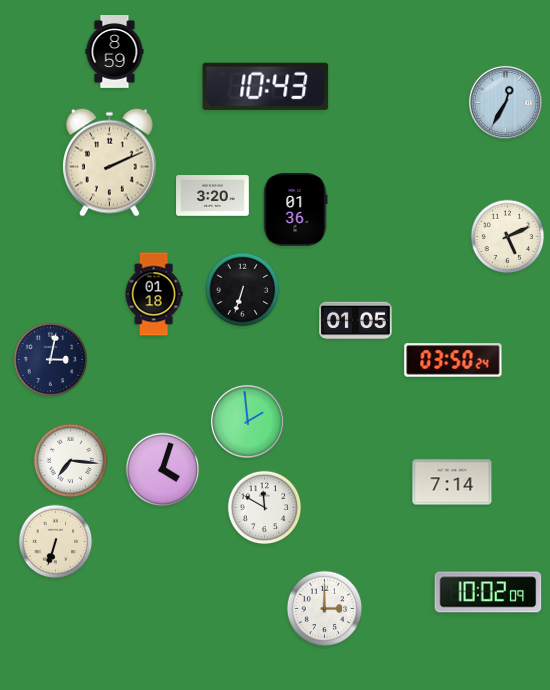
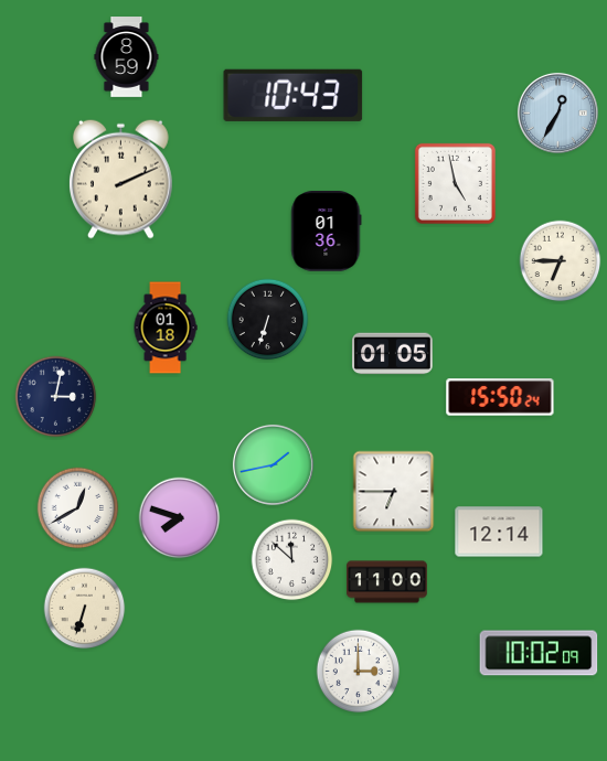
clock at (455, 183): none -> 4:58
clock at (213, 196): 3:20 -> none
clock at (508, 237): 5:11 -> 6:45
clock at (154, 294) position: (154, 294) -> (166, 328)
clock at (453, 360): 03:50 -> 15:50
clock at (247, 421): 1:59 -> 1:43
clock at (394, 492): none -> 6:45
clock at (71, 461): 7:16 -> 12:40
clock at (163, 470): 4:03 -> 7:48
clock at (452, 482): 7:14 -> 12:14
clock at (265, 508): 11:50 -> 11:52
clock at (387, 582): none -> 11:00
clock at (56, 542) position: (56, 542) -> (85, 609)
